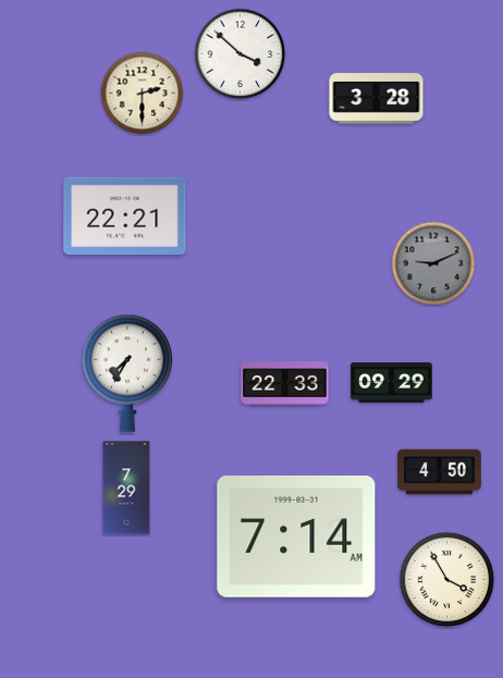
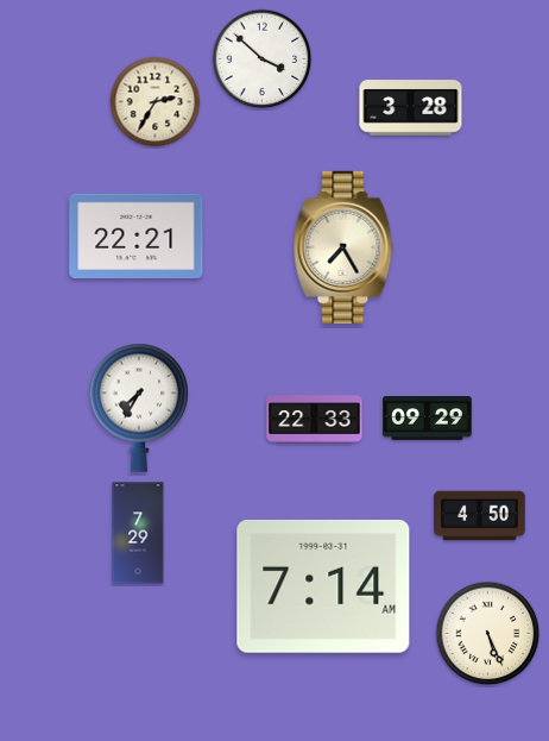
clock at (143, 94): 2:30 -> 2:35
clock at (343, 247): none -> 7:25
clock at (433, 263): 9:11 -> none
clock at (285, 384) position: (285, 384) -> (315, 420)
clock at (447, 580): 3:55 -> 5:26
